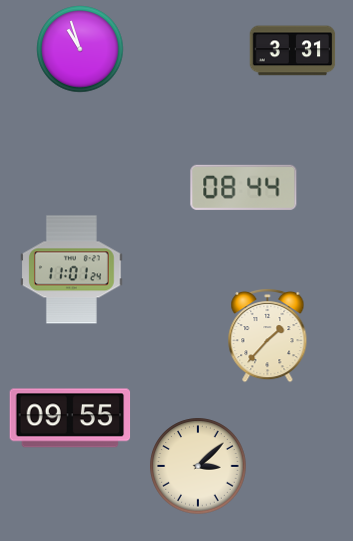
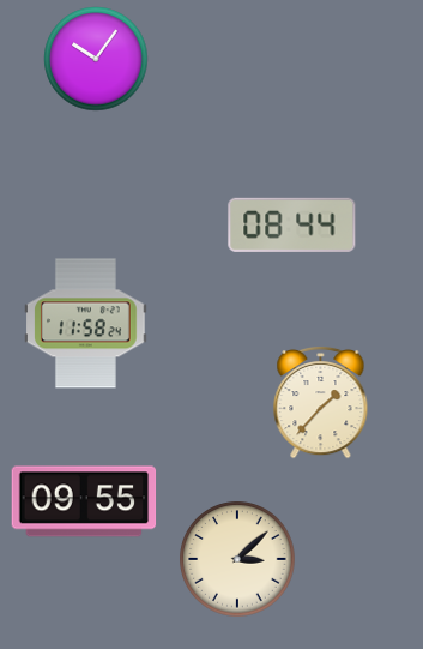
clock at (80, 49): 10:57 -> 10:06
clock at (293, 51): 3:31 -> none
clock at (72, 270): 11:01 -> 11:58
